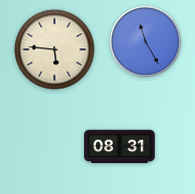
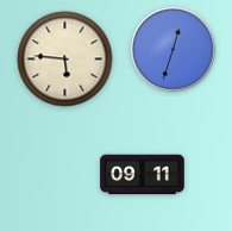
clock at (146, 42): 11:25 -> 12:33
clock at (120, 147): 08:31 -> 09:11
